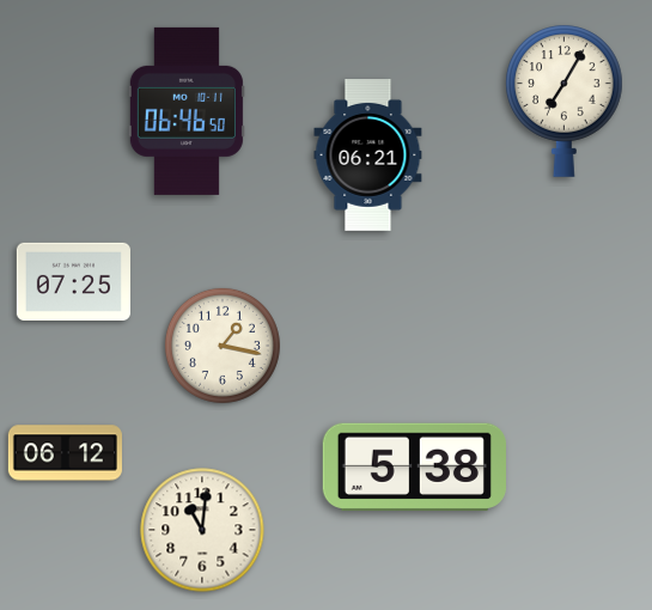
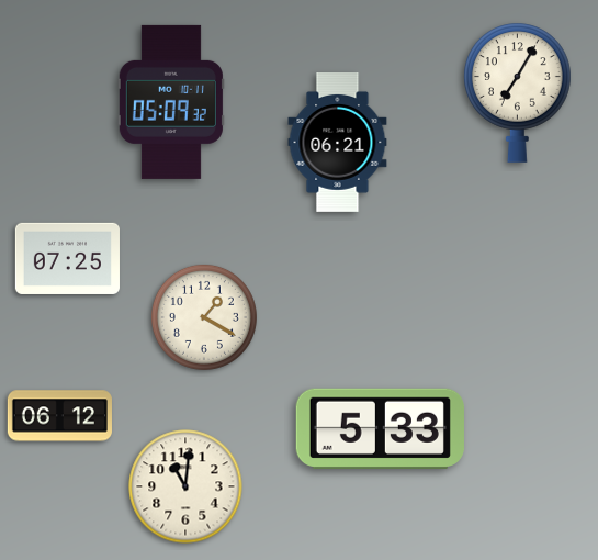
clock at (187, 111): 06:46 -> 05:09
clock at (223, 346): 1:17 -> 1:20
clock at (414, 466): 5:38 -> 5:33
